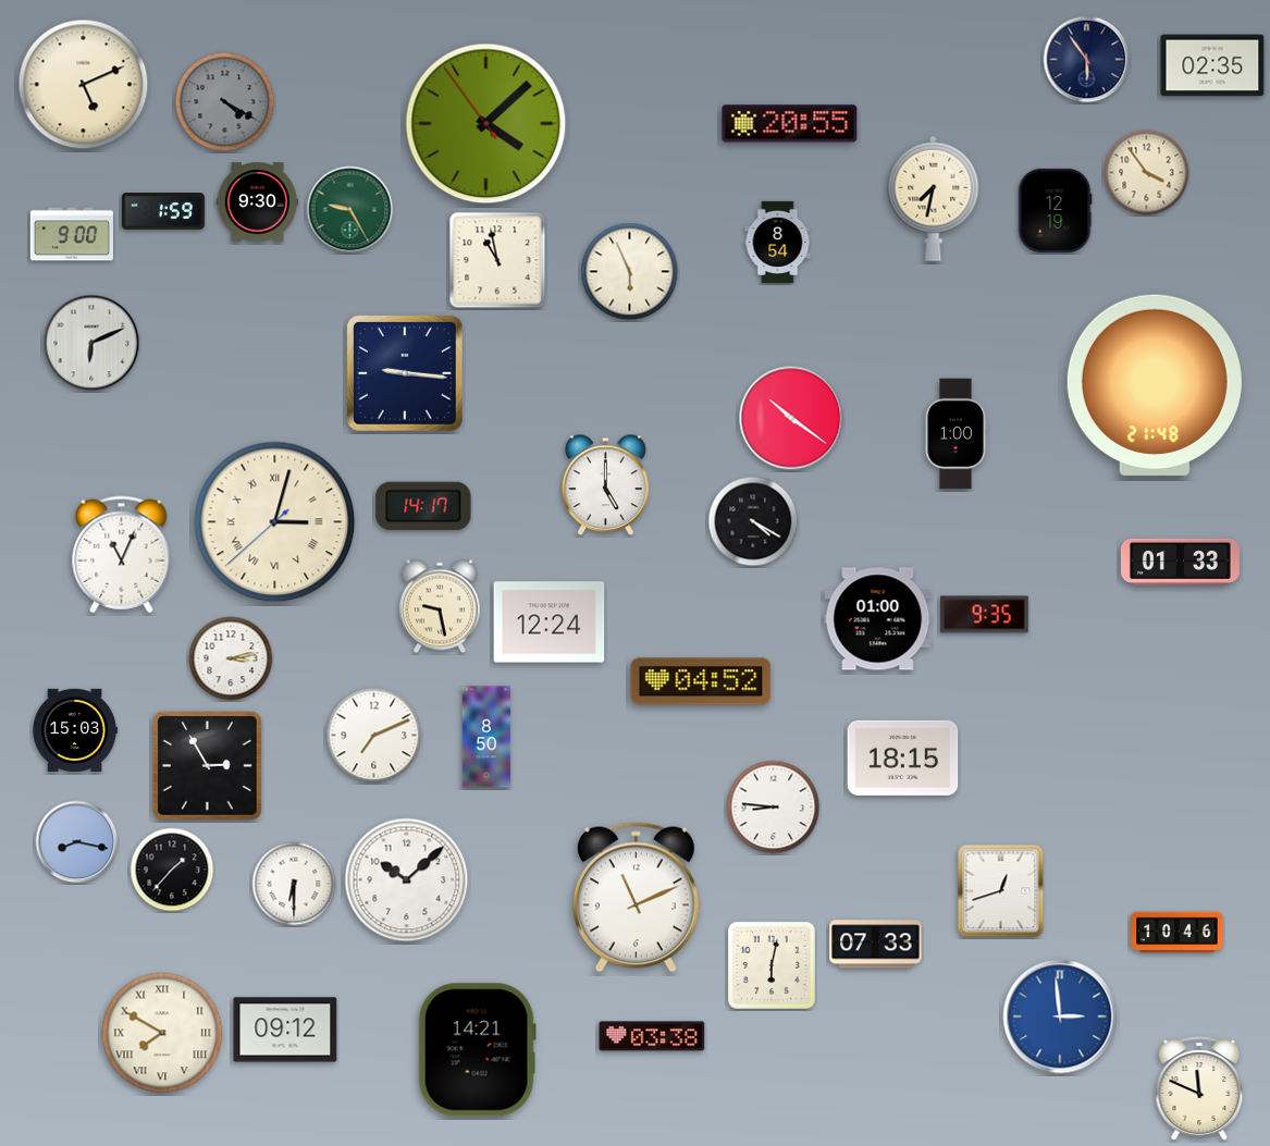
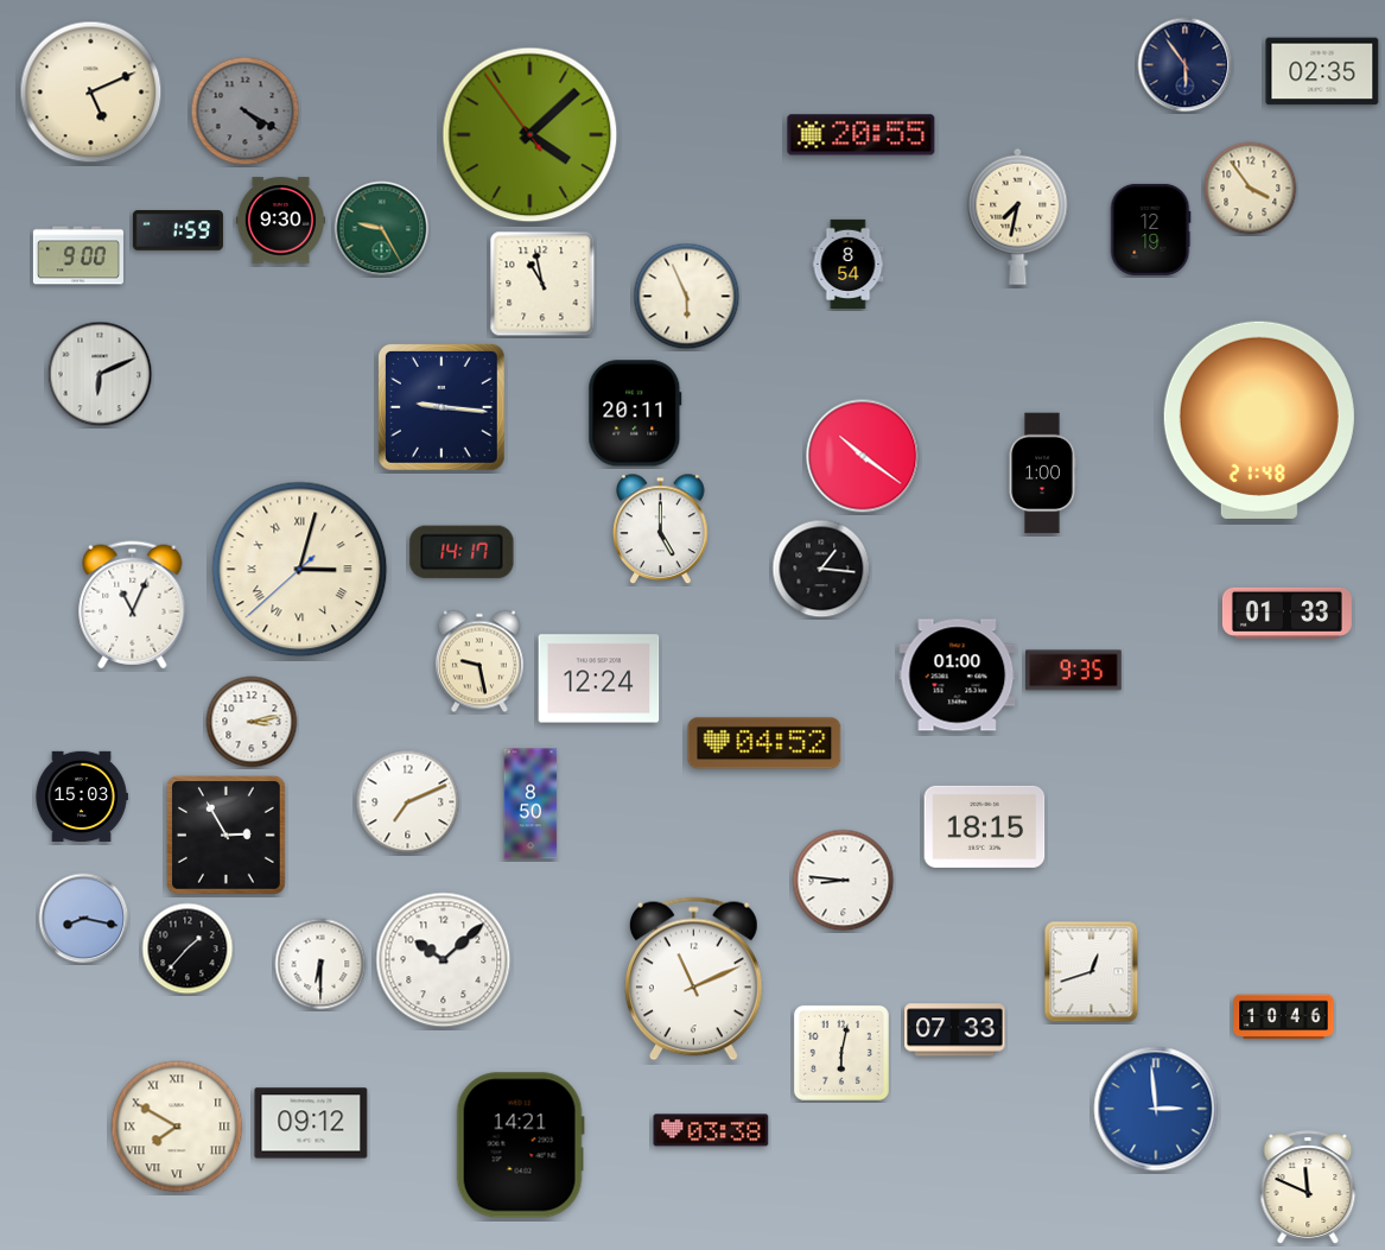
clock at (635, 413): none -> 20:11
clock at (753, 521): 4:20 -> 1:16
clock at (231, 658) position: (231, 658) -> (252, 722)
